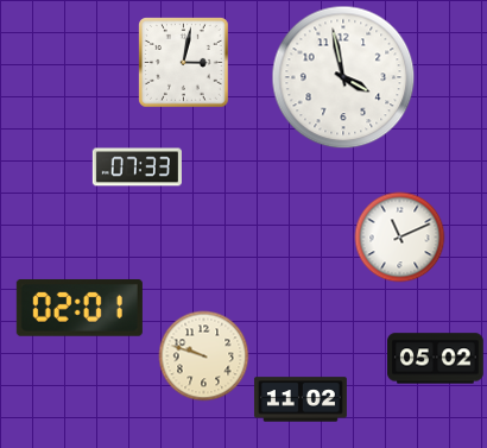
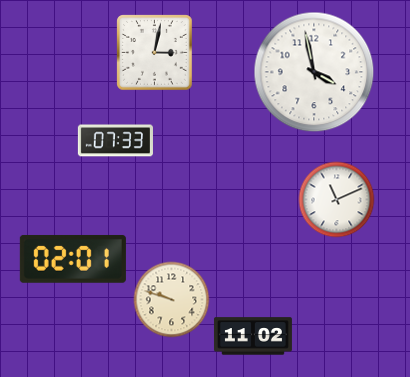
clock at (343, 77) position: (343, 77) -> (314, 72)
clock at (80, 308) position: (80, 308) -> (73, 259)
clock at (436, 359): 05:02 -> none
